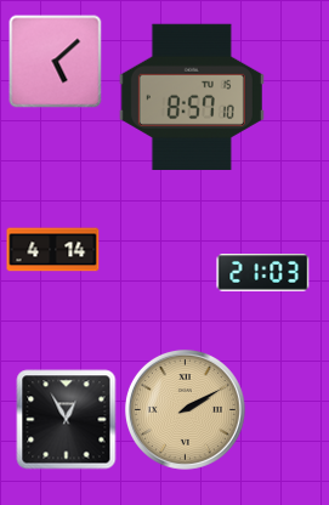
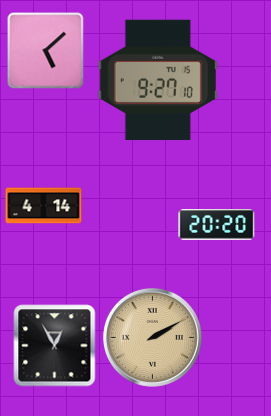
clock at (192, 96): 8:57 -> 9:27
clock at (263, 273): 21:03 -> 20:20
